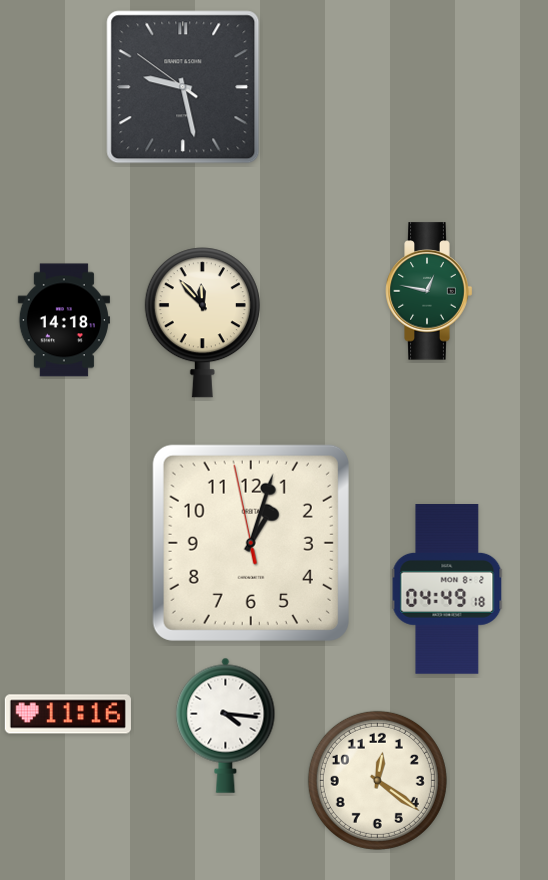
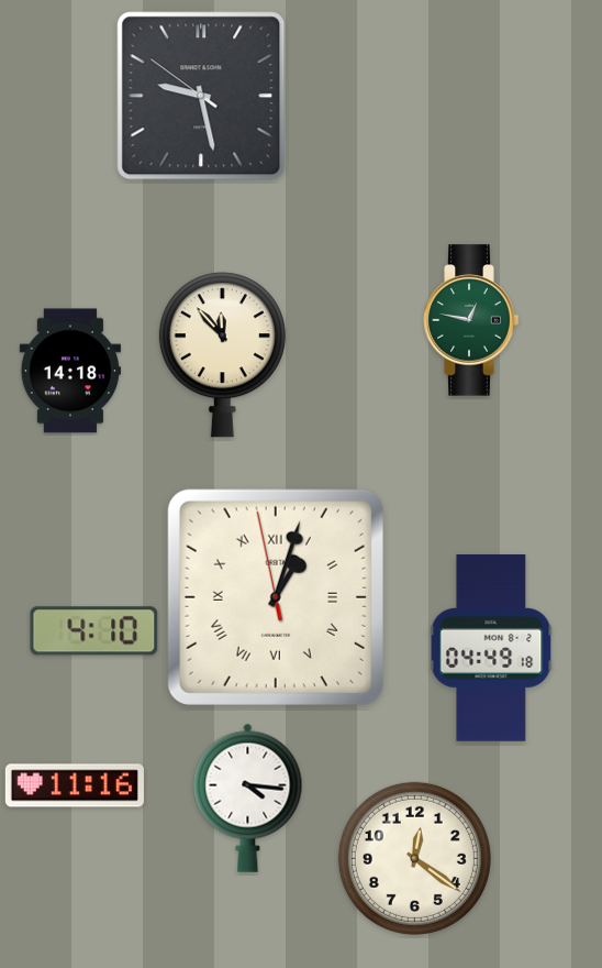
clock at (64, 320) position: (64, 320) -> (70, 371)
clock at (251, 543) numerals: Arabic -> Roman
clock at (94, 631): none -> 4:10
